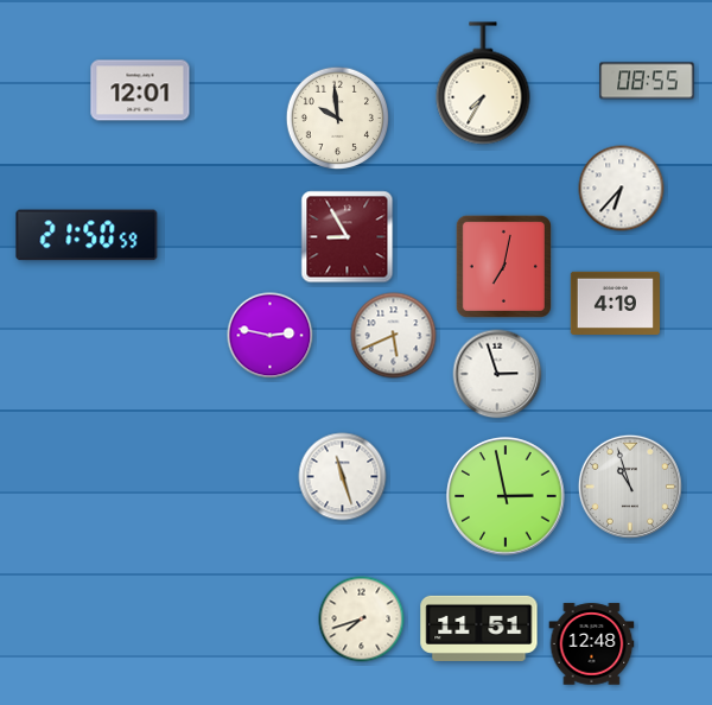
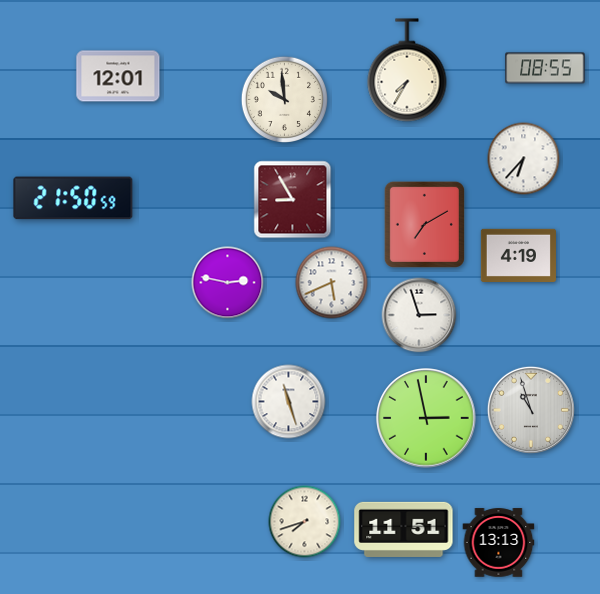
clock at (503, 266): 7:02 -> 7:10
clock at (592, 644): 12:48 -> 13:13
